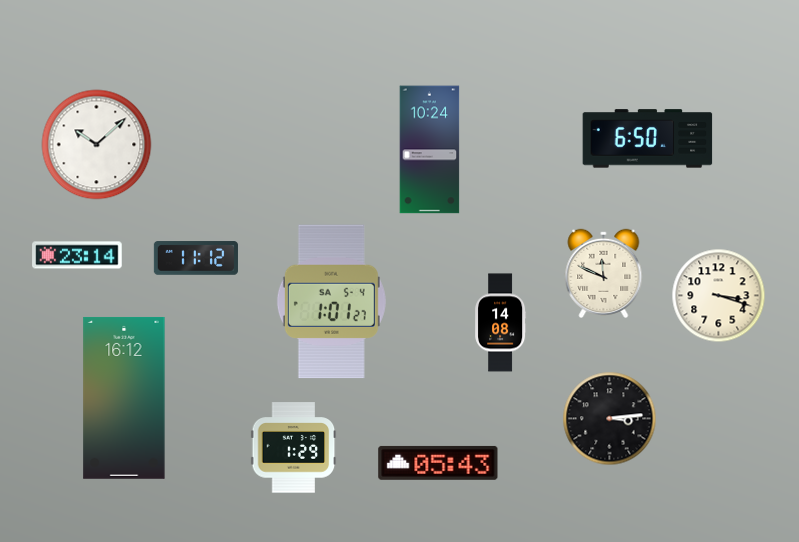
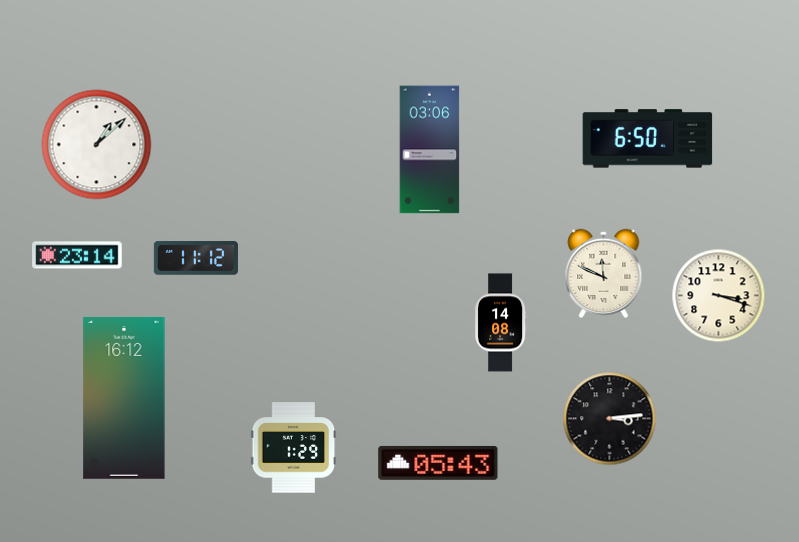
clock at (97, 145): 10:08 -> 1:08
clock at (430, 150): 10:24 -> 03:06
clock at (331, 302): 1:01 -> none
